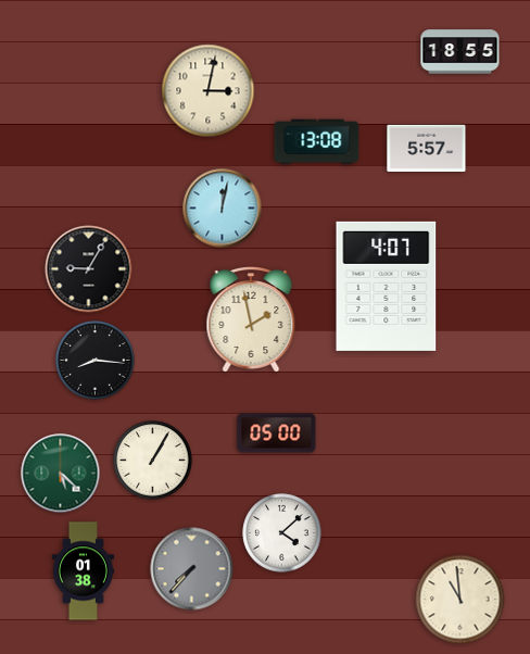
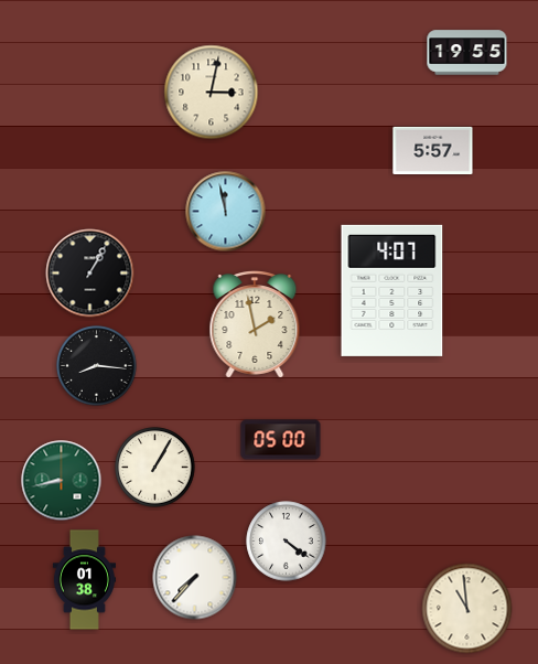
clock at (460, 52): 18:55 -> 19:55
clock at (317, 142): 13:08 -> none
clock at (223, 209): 12:02 -> 11:58
clock at (89, 269): 9:05 -> 1:05
clock at (61, 474): 5:22 -> 8:43
clock at (282, 533): 4:08 -> 4:21
clock at (192, 569) dial: grey -> white
